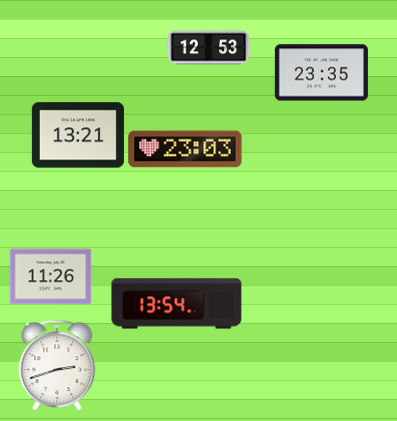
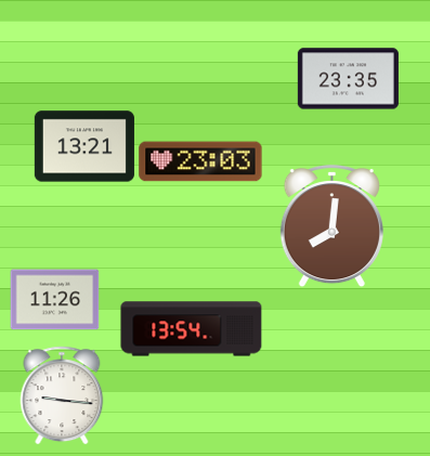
clock at (208, 48): 12:53 -> none
clock at (331, 225): none -> 8:01
clock at (57, 365): 2:42 -> 9:16
